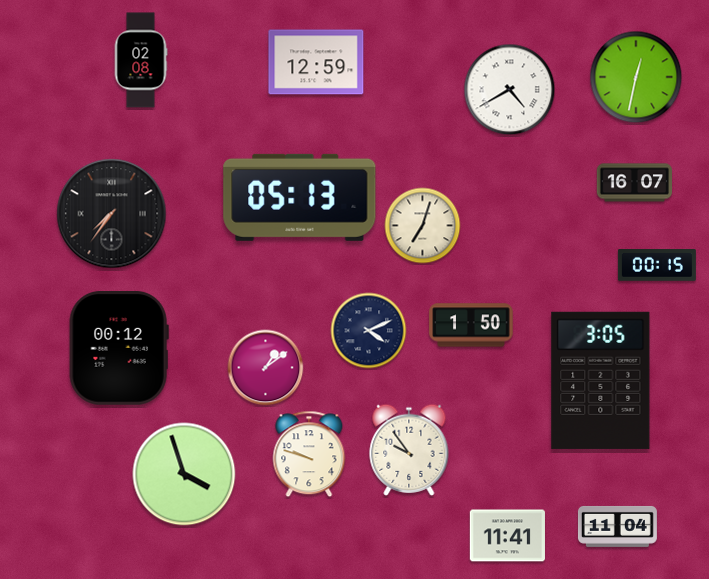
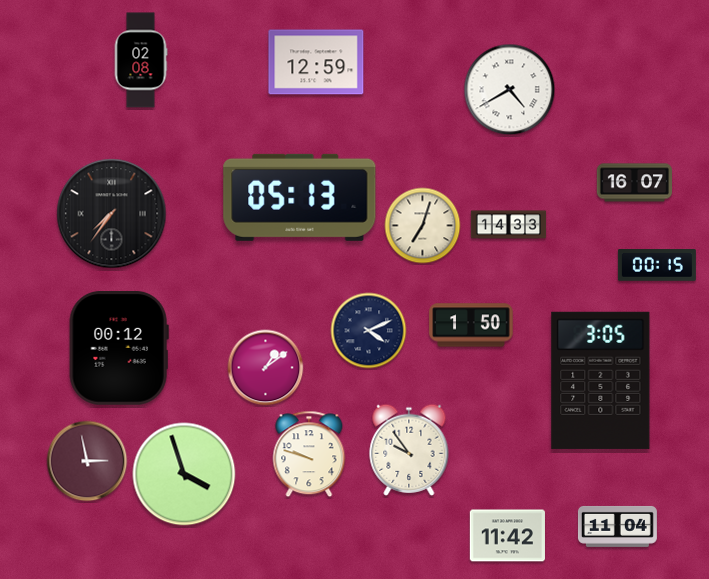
clock at (636, 77): 12:32 -> none
clock at (509, 225): none -> 14:33
clock at (87, 461): none -> 2:58
clock at (507, 536): 11:41 -> 11:42
